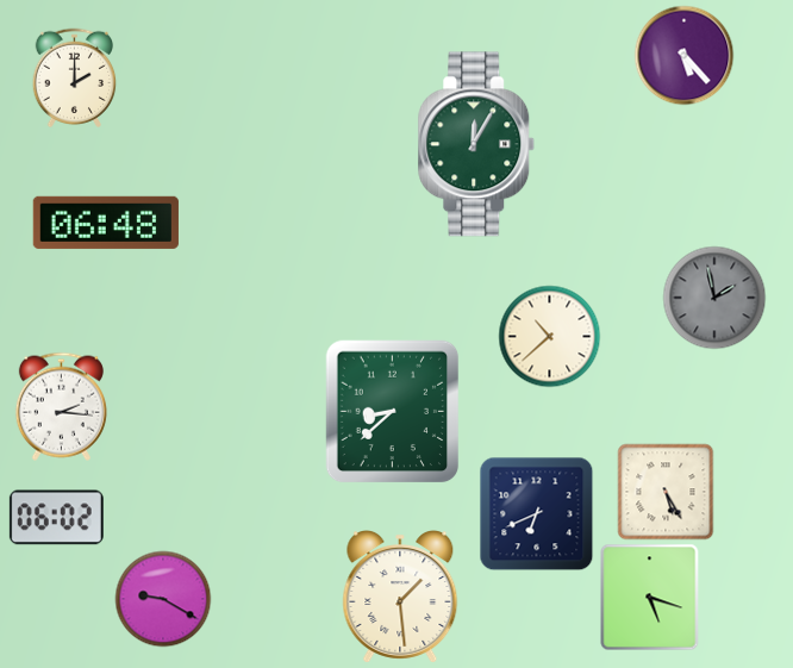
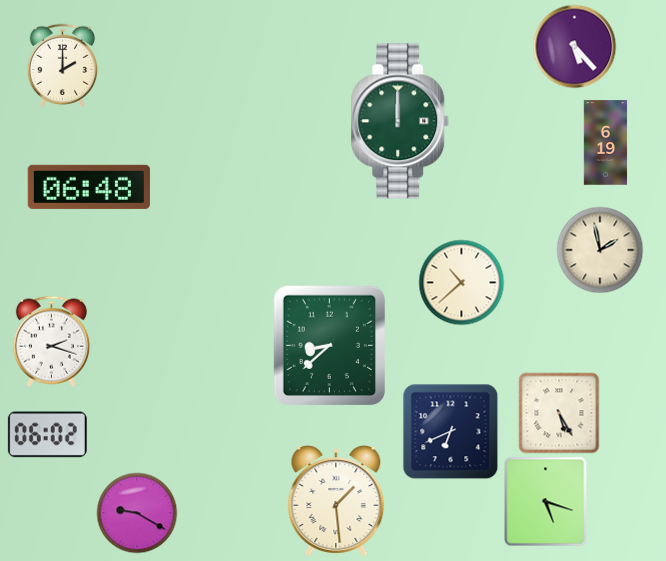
clock at (476, 144): 12:05 -> 12:00
clock at (606, 143): none -> 6:19
clock at (714, 298) dial: grey -> cream
clock at (61, 406): 2:16 -> 2:18
clock at (163, 599) position: (163, 599) -> (137, 513)
